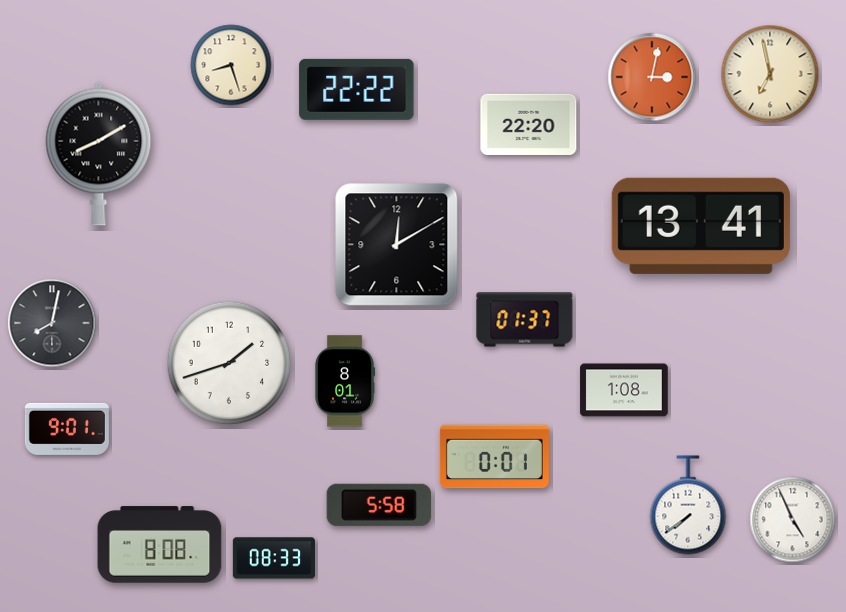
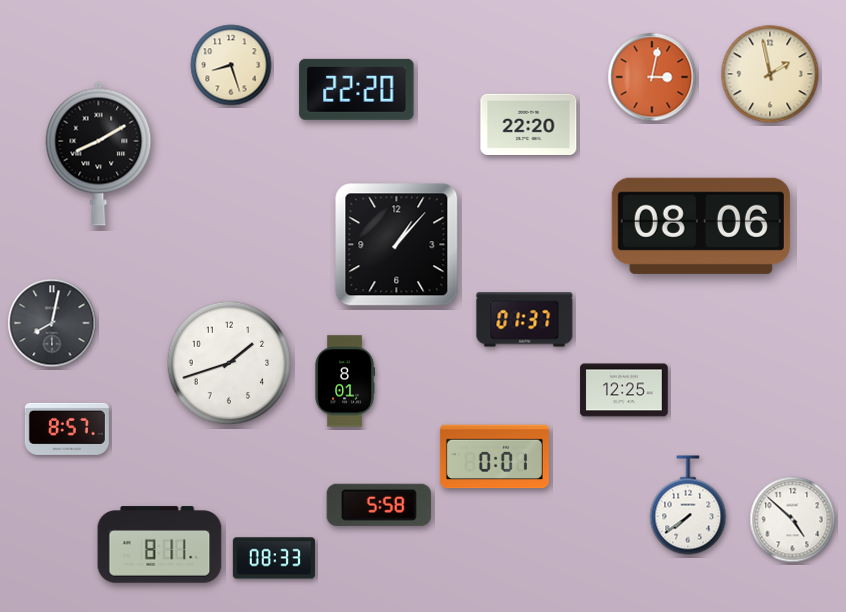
clock at (770, 74): 6:58 -> 1:58
clock at (357, 89): 22:22 -> 22:20
clock at (701, 226): 13:41 -> 08:06
clock at (397, 245): 12:10 -> 1:07
clock at (624, 390): 1:08 -> 12:25
clock at (67, 429): 9:01 -> 8:57
clock at (793, 520): 4:56 -> 4:52
clock at (160, 545): 8:08 -> 8:11
